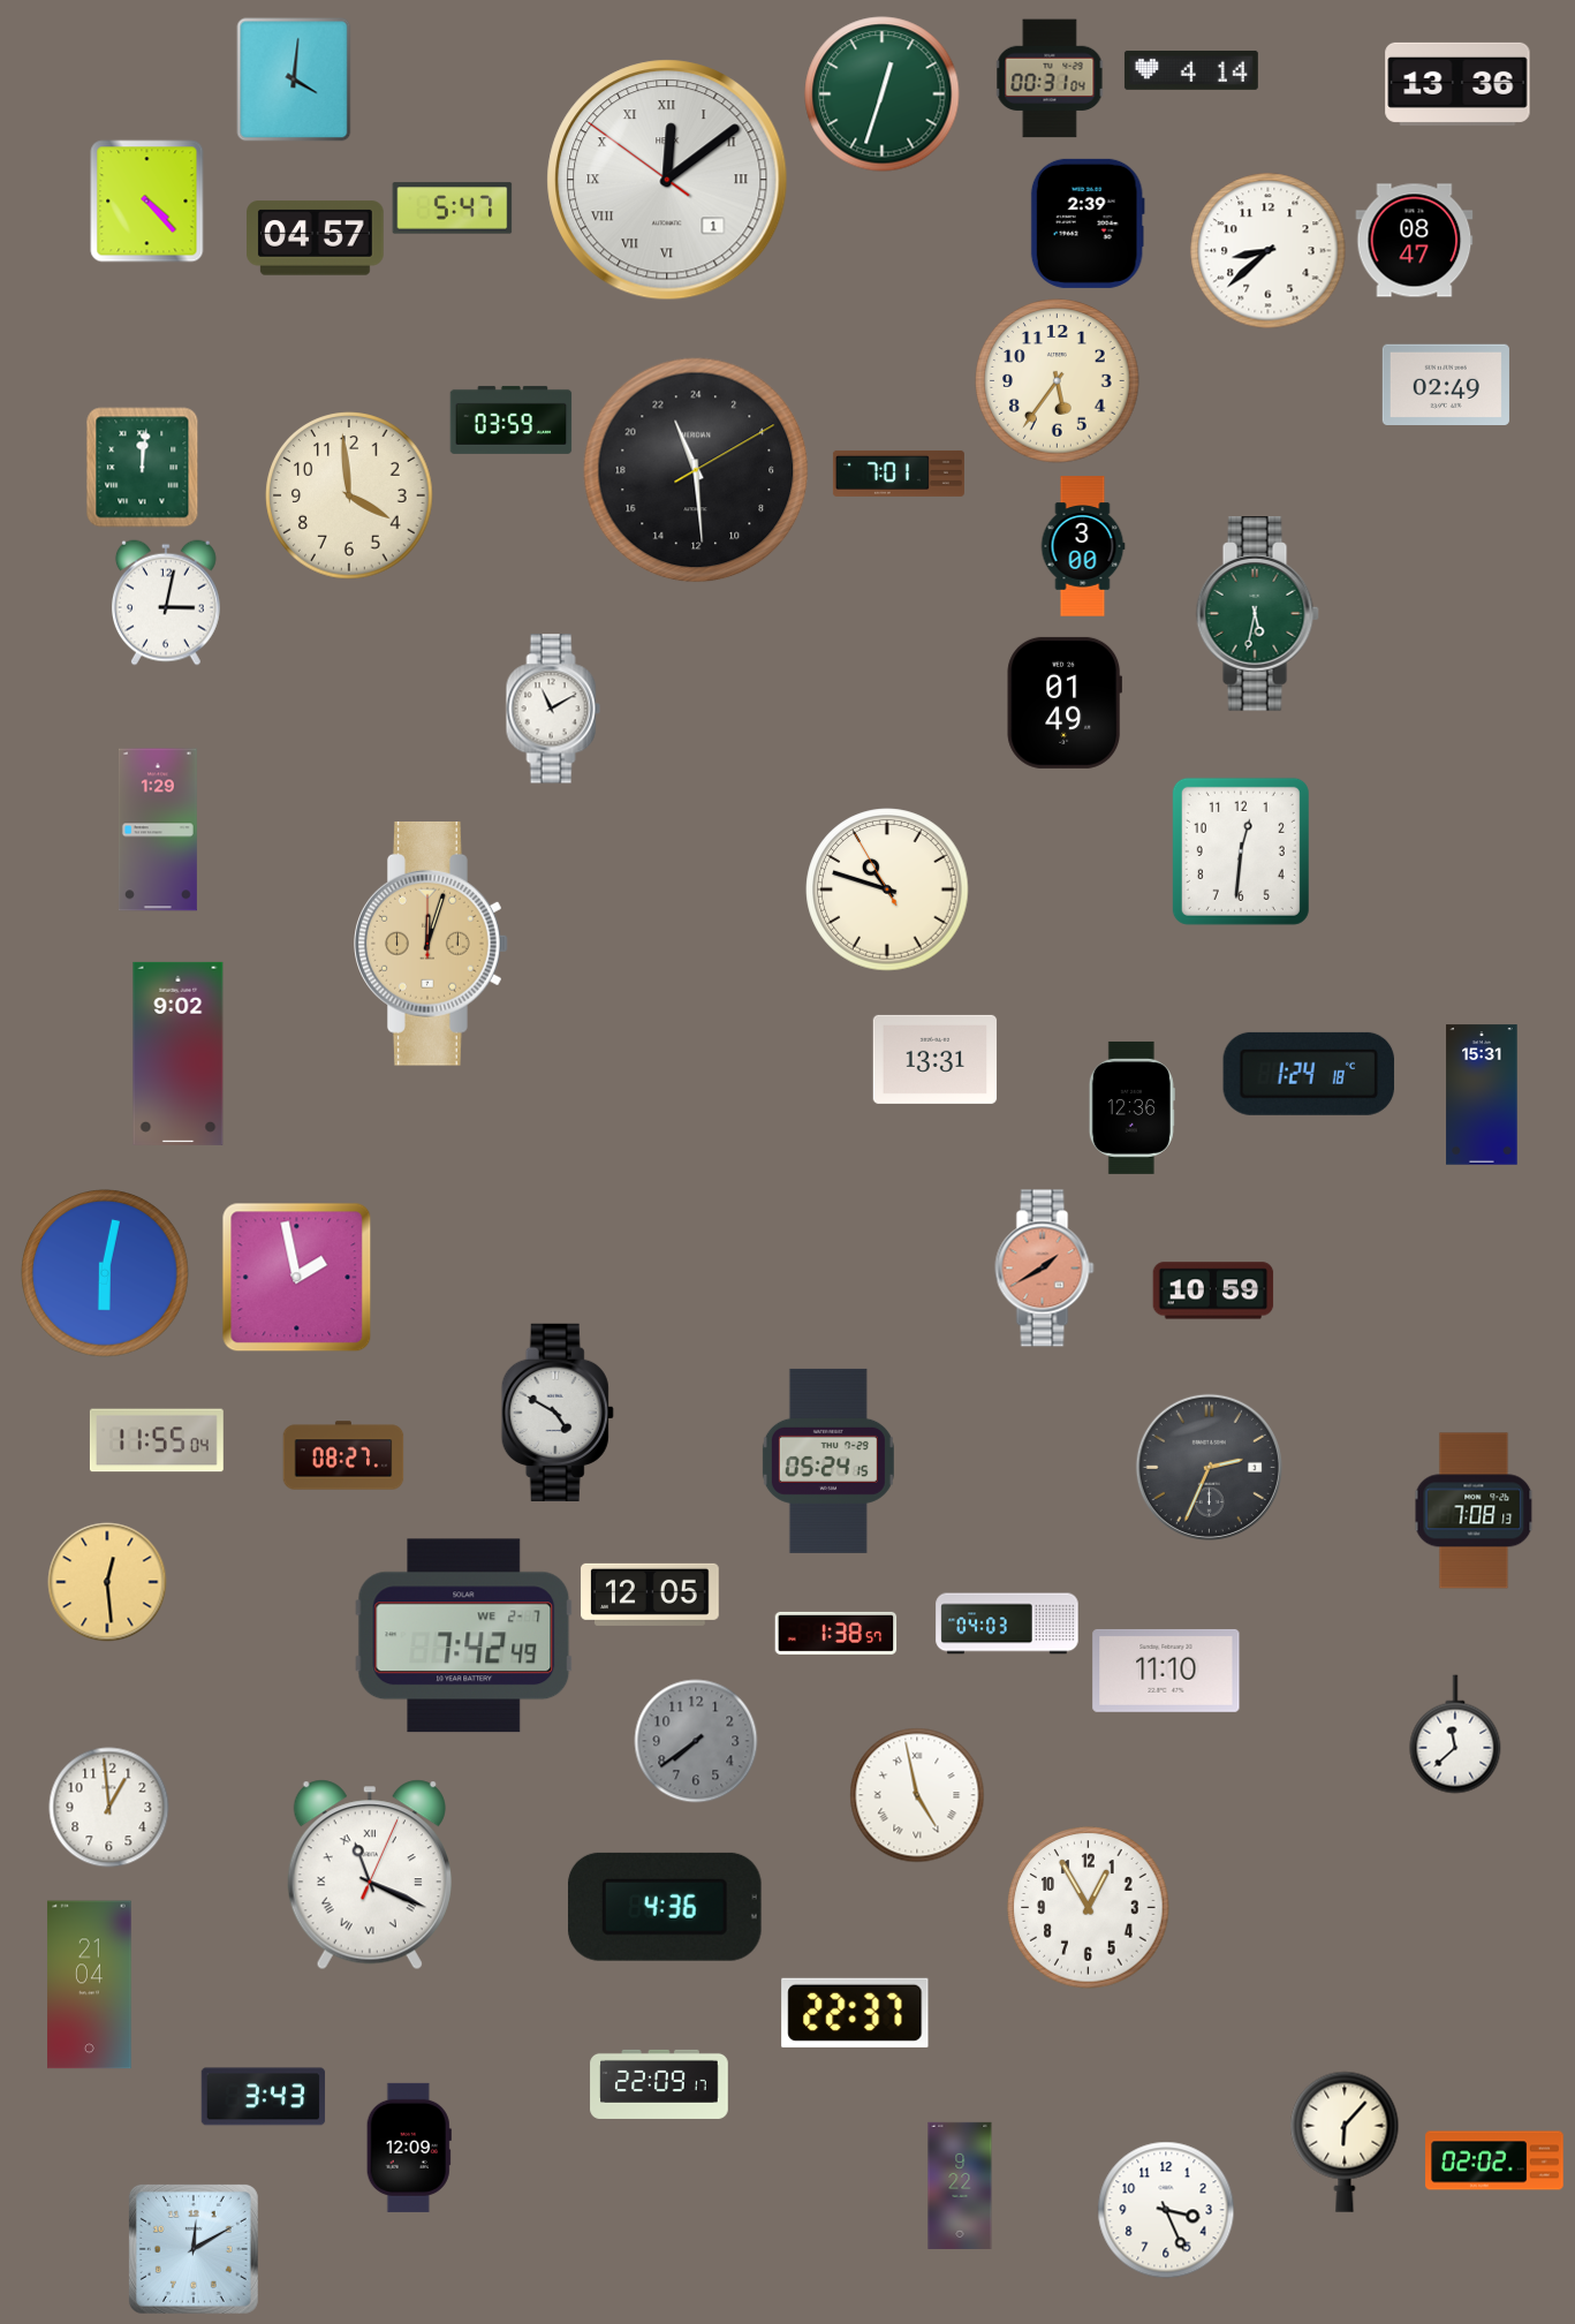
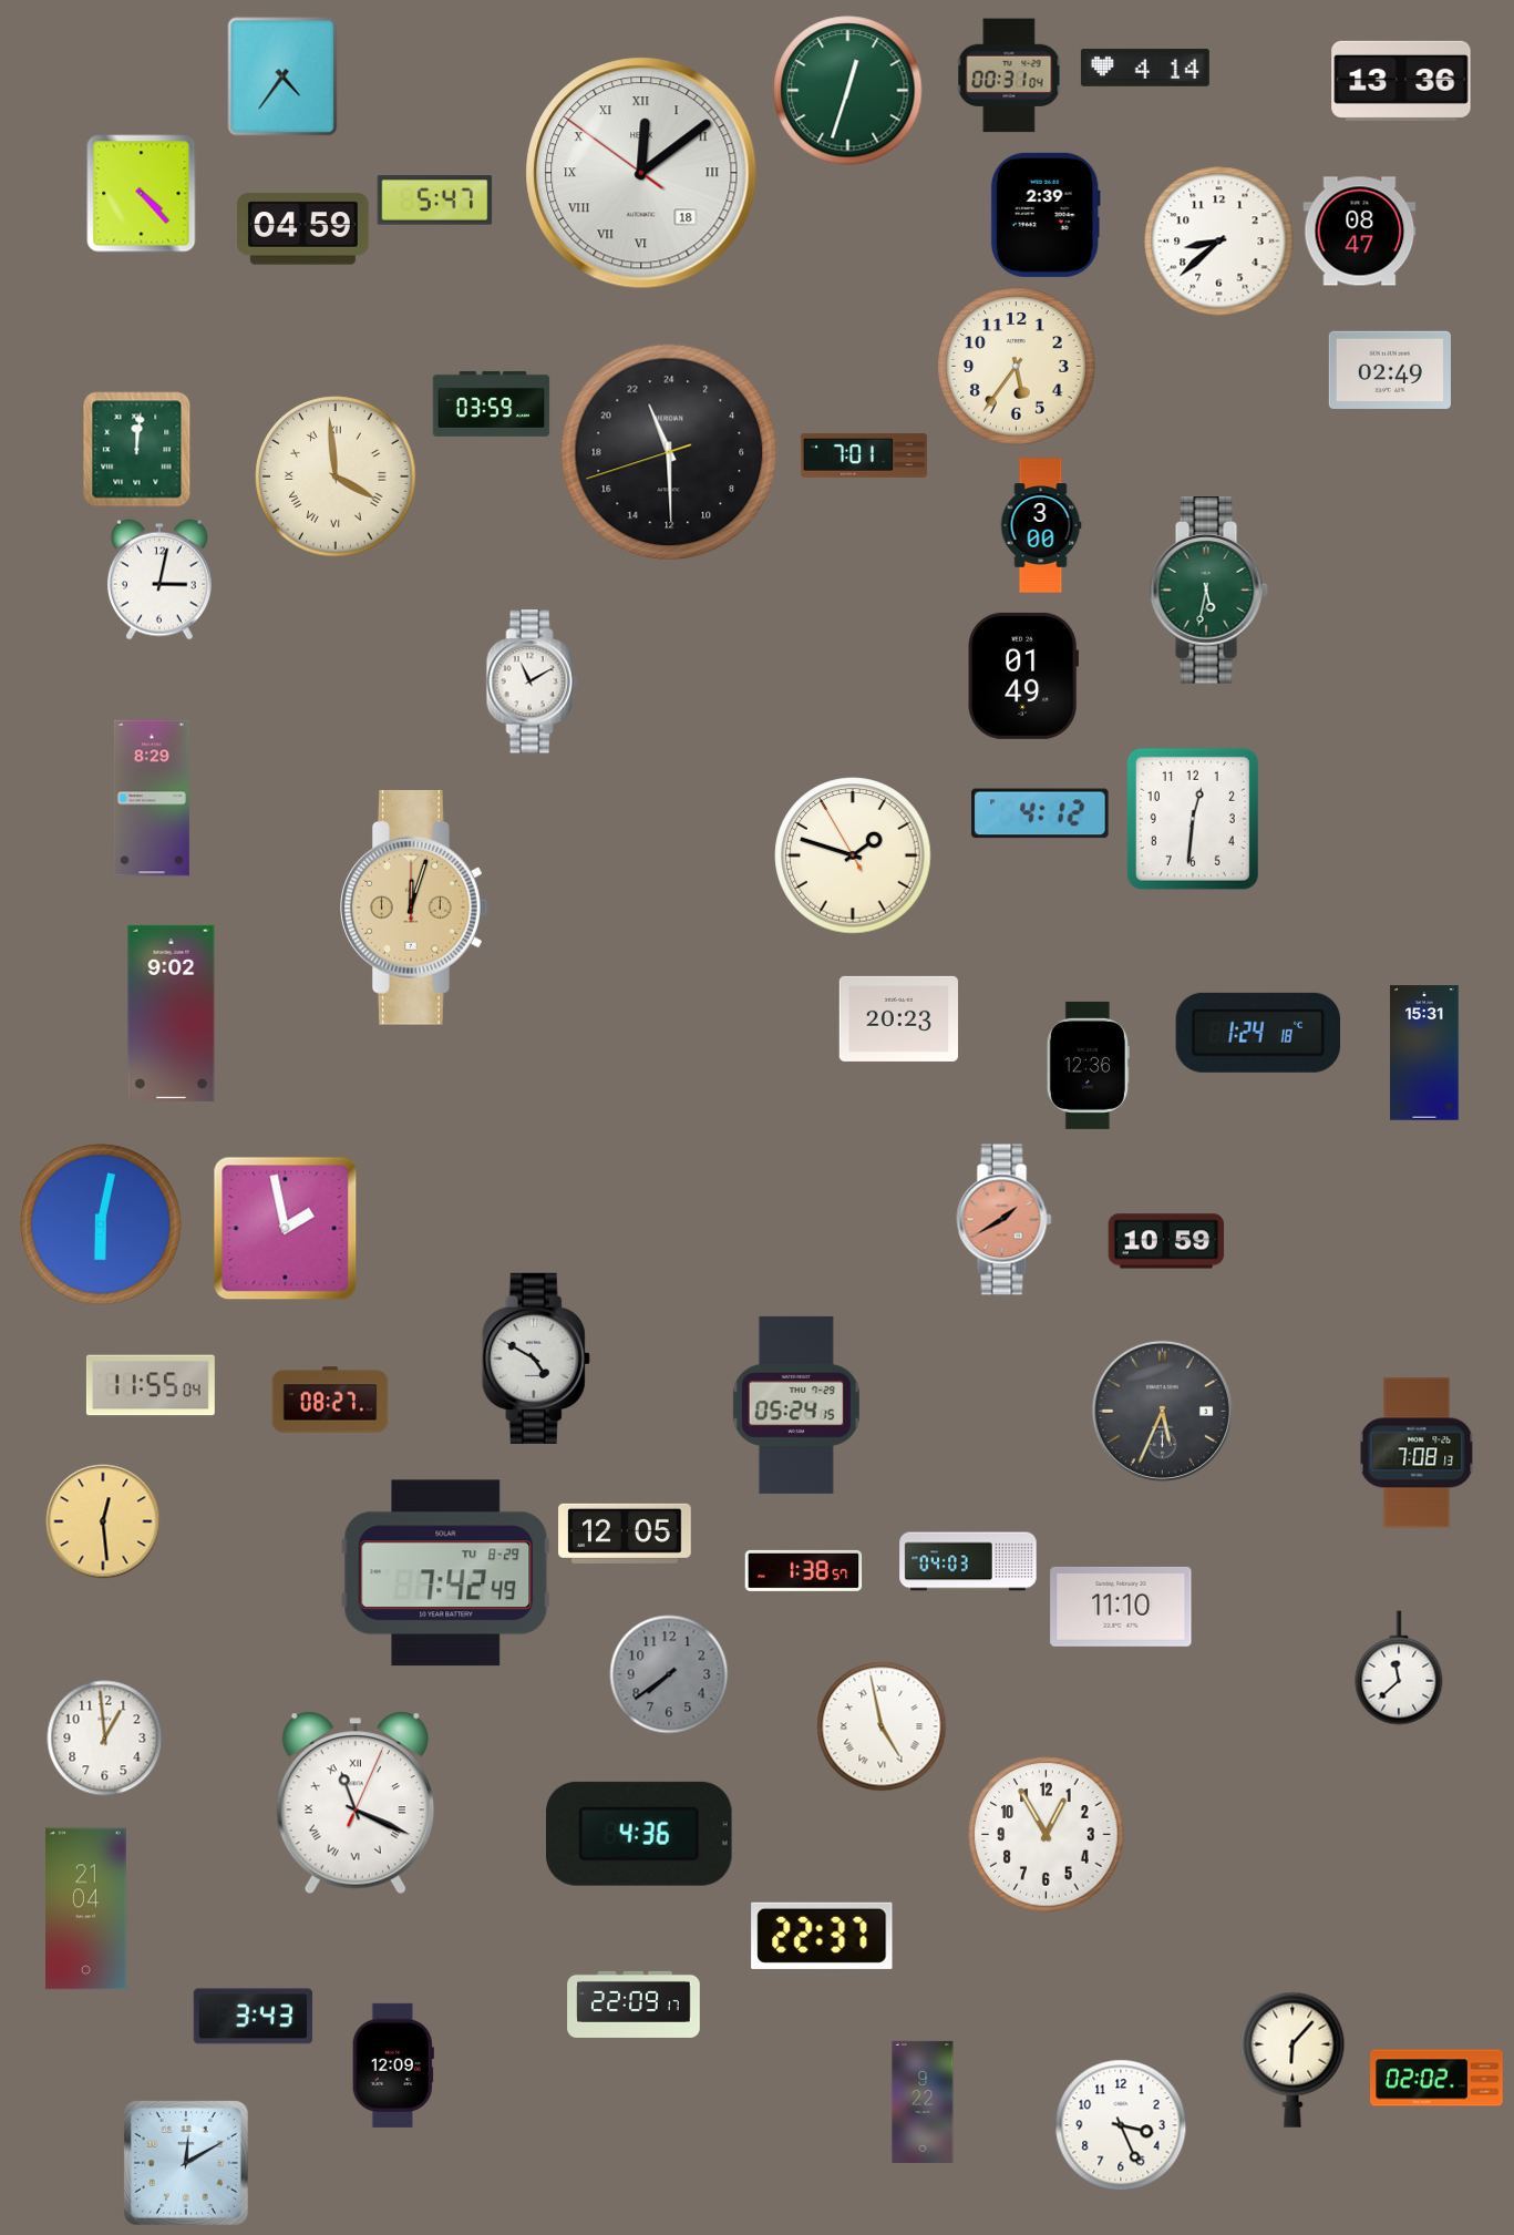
clock at (294, 80): 4:01 -> 4:36
clock at (667, 180) date: 1 -> 18
clock at (316, 239): 04:57 -> 04:59
clock at (696, 470): 22:29:10 -> 22:29:42
clock at (349, 495) numerals: Arabic -> Roman
clock at (158, 830): 1:29 -> 8:29
clock at (1040, 813): none -> 4:12
clock at (887, 890): 10:47 -> 1:47
clock at (936, 1059): 13:31 -> 20:23
clock at (1209, 1467): 2:34 -> 5:34
clock at (464, 1636) date: WE 2-7 -> TU 8-29
